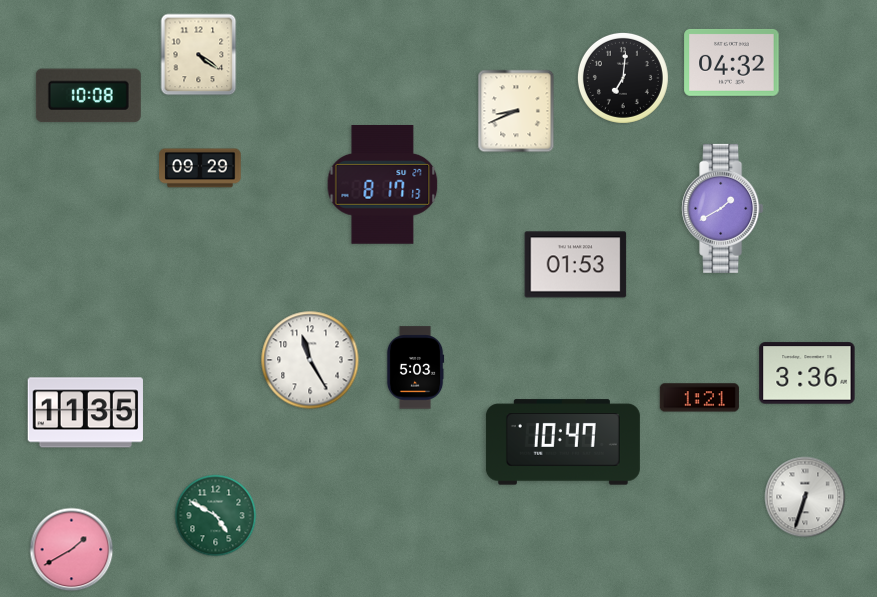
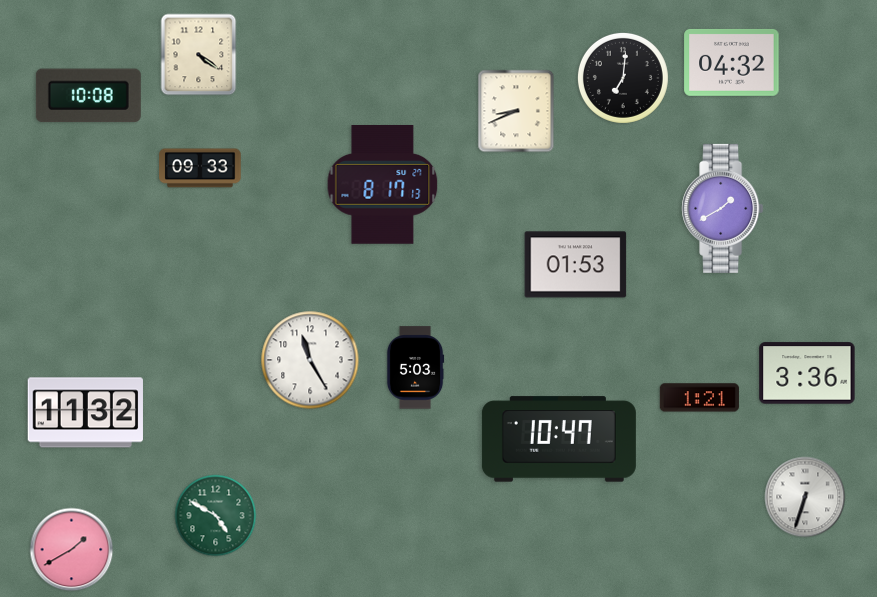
clock at (200, 168): 09:29 -> 09:33
clock at (85, 413): 11:35 -> 11:32
clock at (563, 442) position: (563, 442) -> (559, 439)
